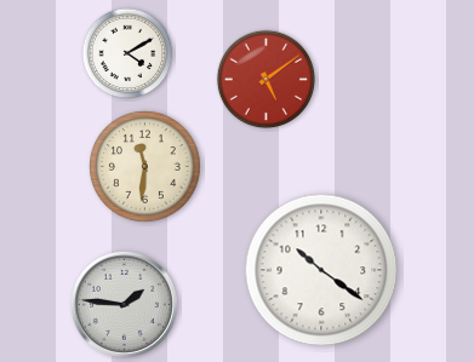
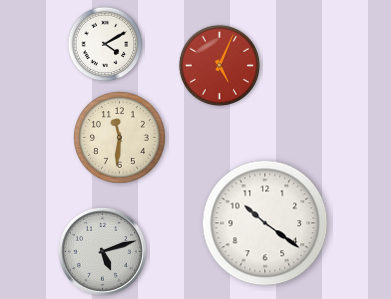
clock at (265, 79): 5:09 -> 5:04
clock at (124, 304): 1:46 -> 5:12
